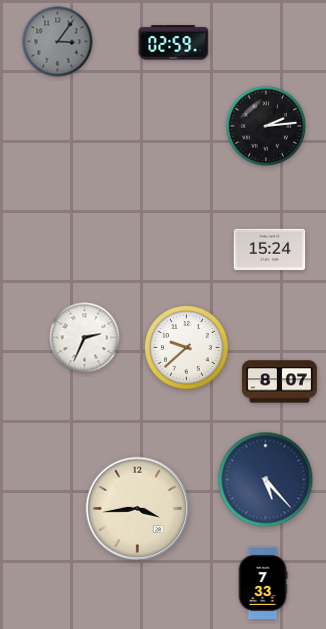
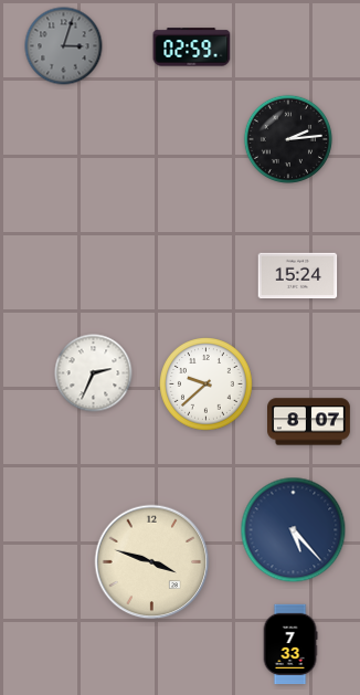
clock at (58, 42): 3:06 -> 3:03
clock at (265, 125) position: (265, 125) -> (287, 138)
clock at (138, 509): 3:44 -> 3:48
